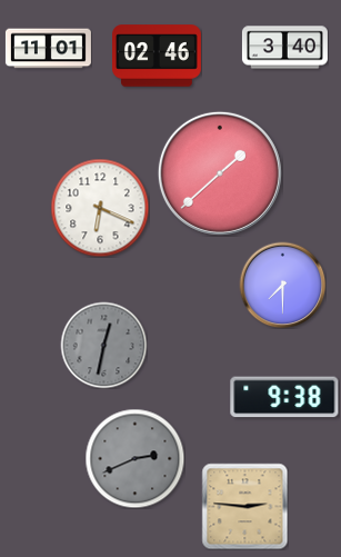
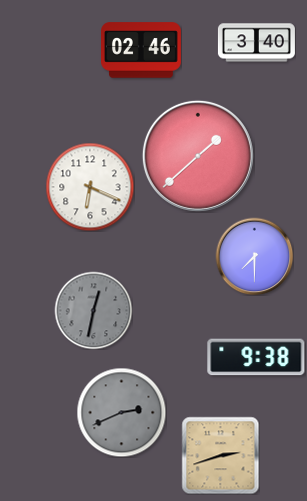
clock at (48, 49): 11:01 -> none
clock at (244, 506): 2:46 -> 2:42
